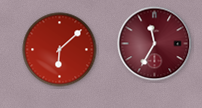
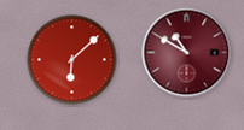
clock at (155, 44): 11:35 -> 10:50
